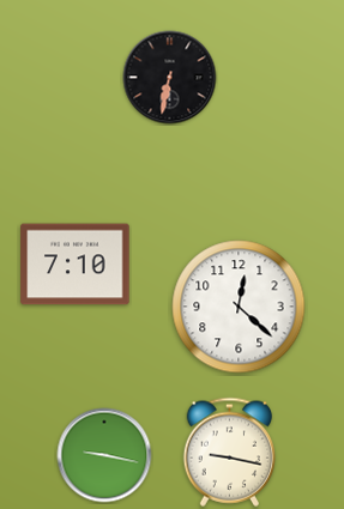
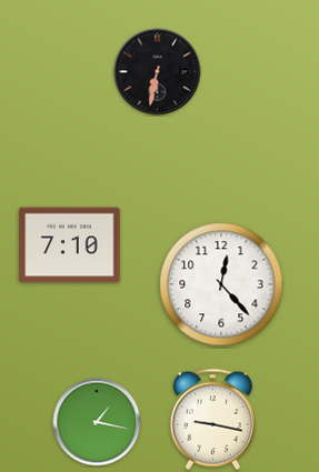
clock at (239, 307): 12:22 -> 12:23
clock at (104, 455): 9:17 -> 1:17
